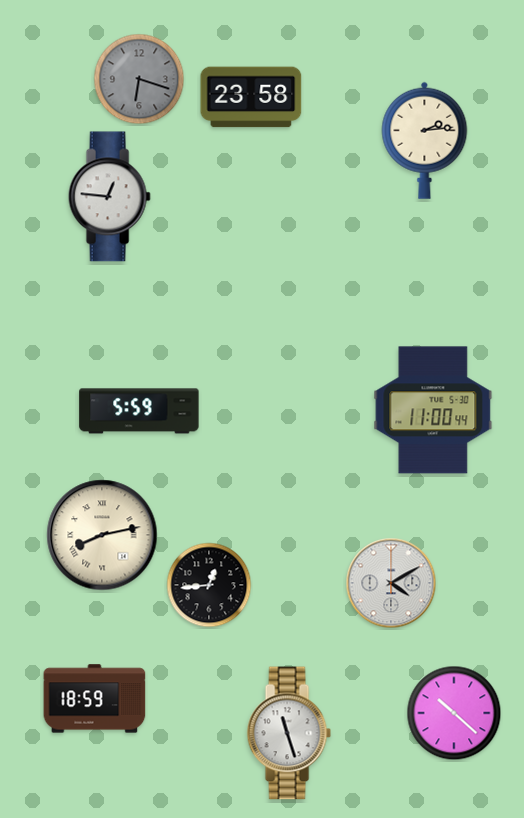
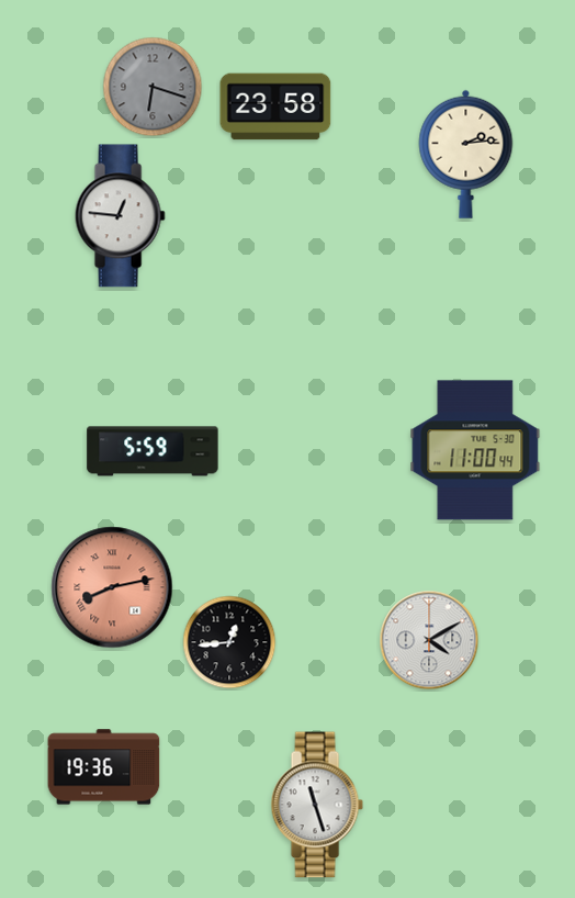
clock at (102, 535) dial: cream -> salmon
clock at (95, 699): 18:59 -> 19:36
clock at (454, 713): 10:22 -> none
